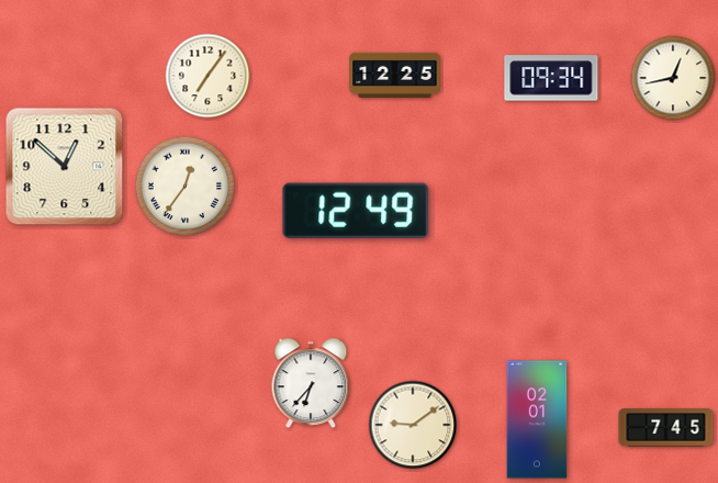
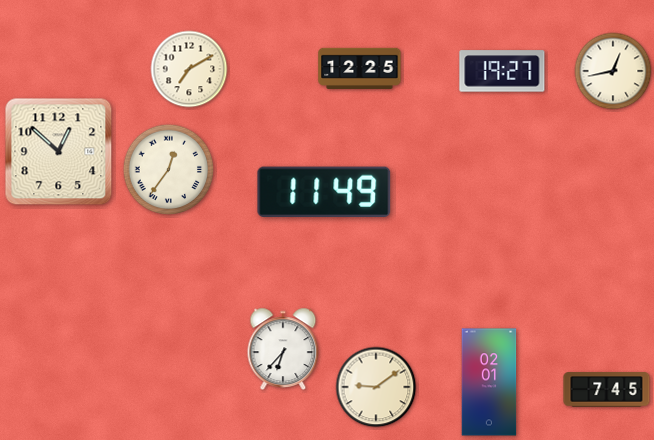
clock at (207, 76): 7:06 -> 7:10
clock at (551, 78): 09:34 -> 19:27
clock at (356, 211): 12:49 -> 11:49
